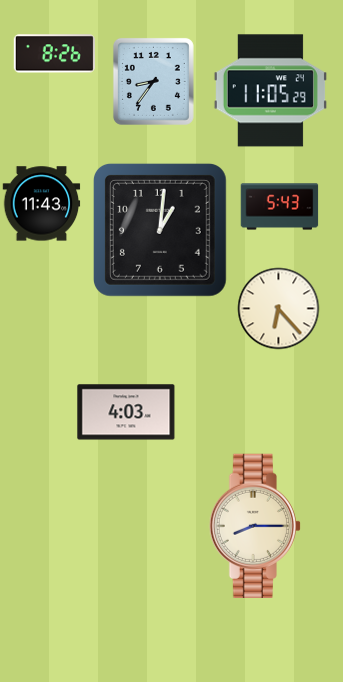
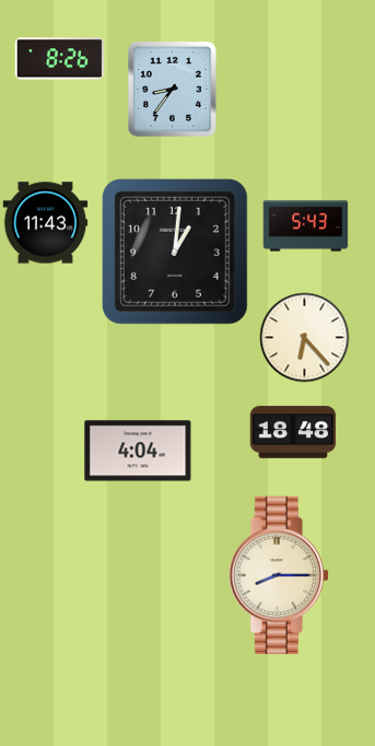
clock at (153, 81) position: (153, 81) -> (172, 89)
clock at (270, 91): 11:05 -> none
clock at (293, 432): none -> 18:48
clock at (126, 412): 4:03 -> 4:04
